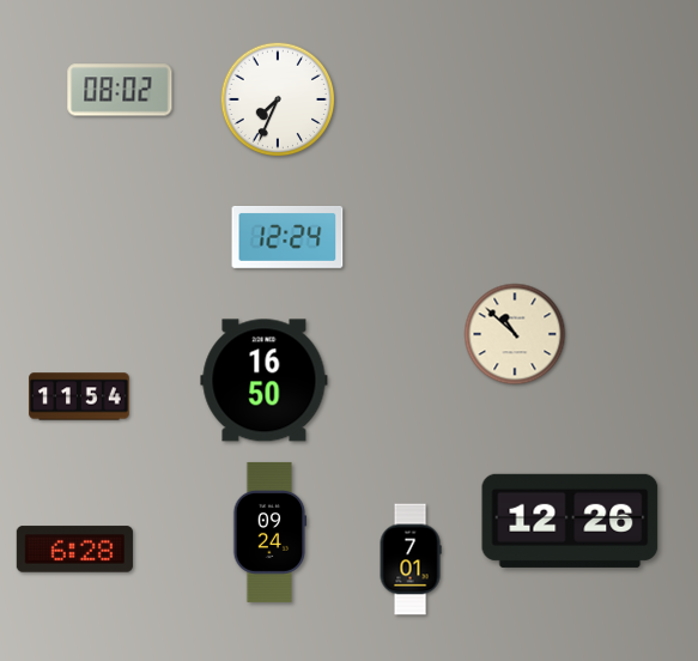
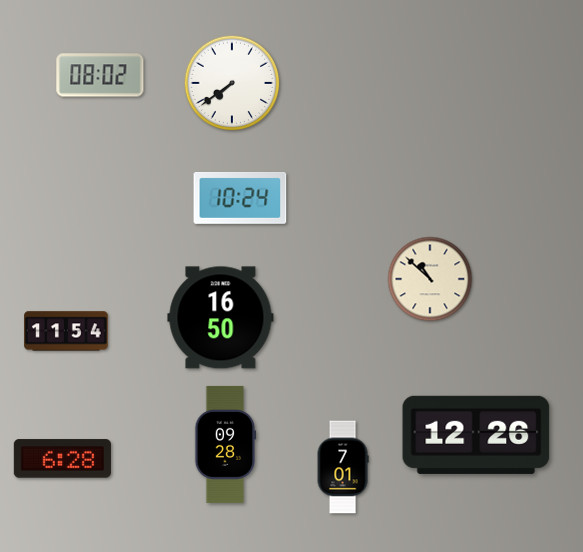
clock at (278, 99): 7:34 -> 7:39
clock at (287, 237): 12:24 -> 10:24
clock at (269, 532): 09:24 -> 09:28
